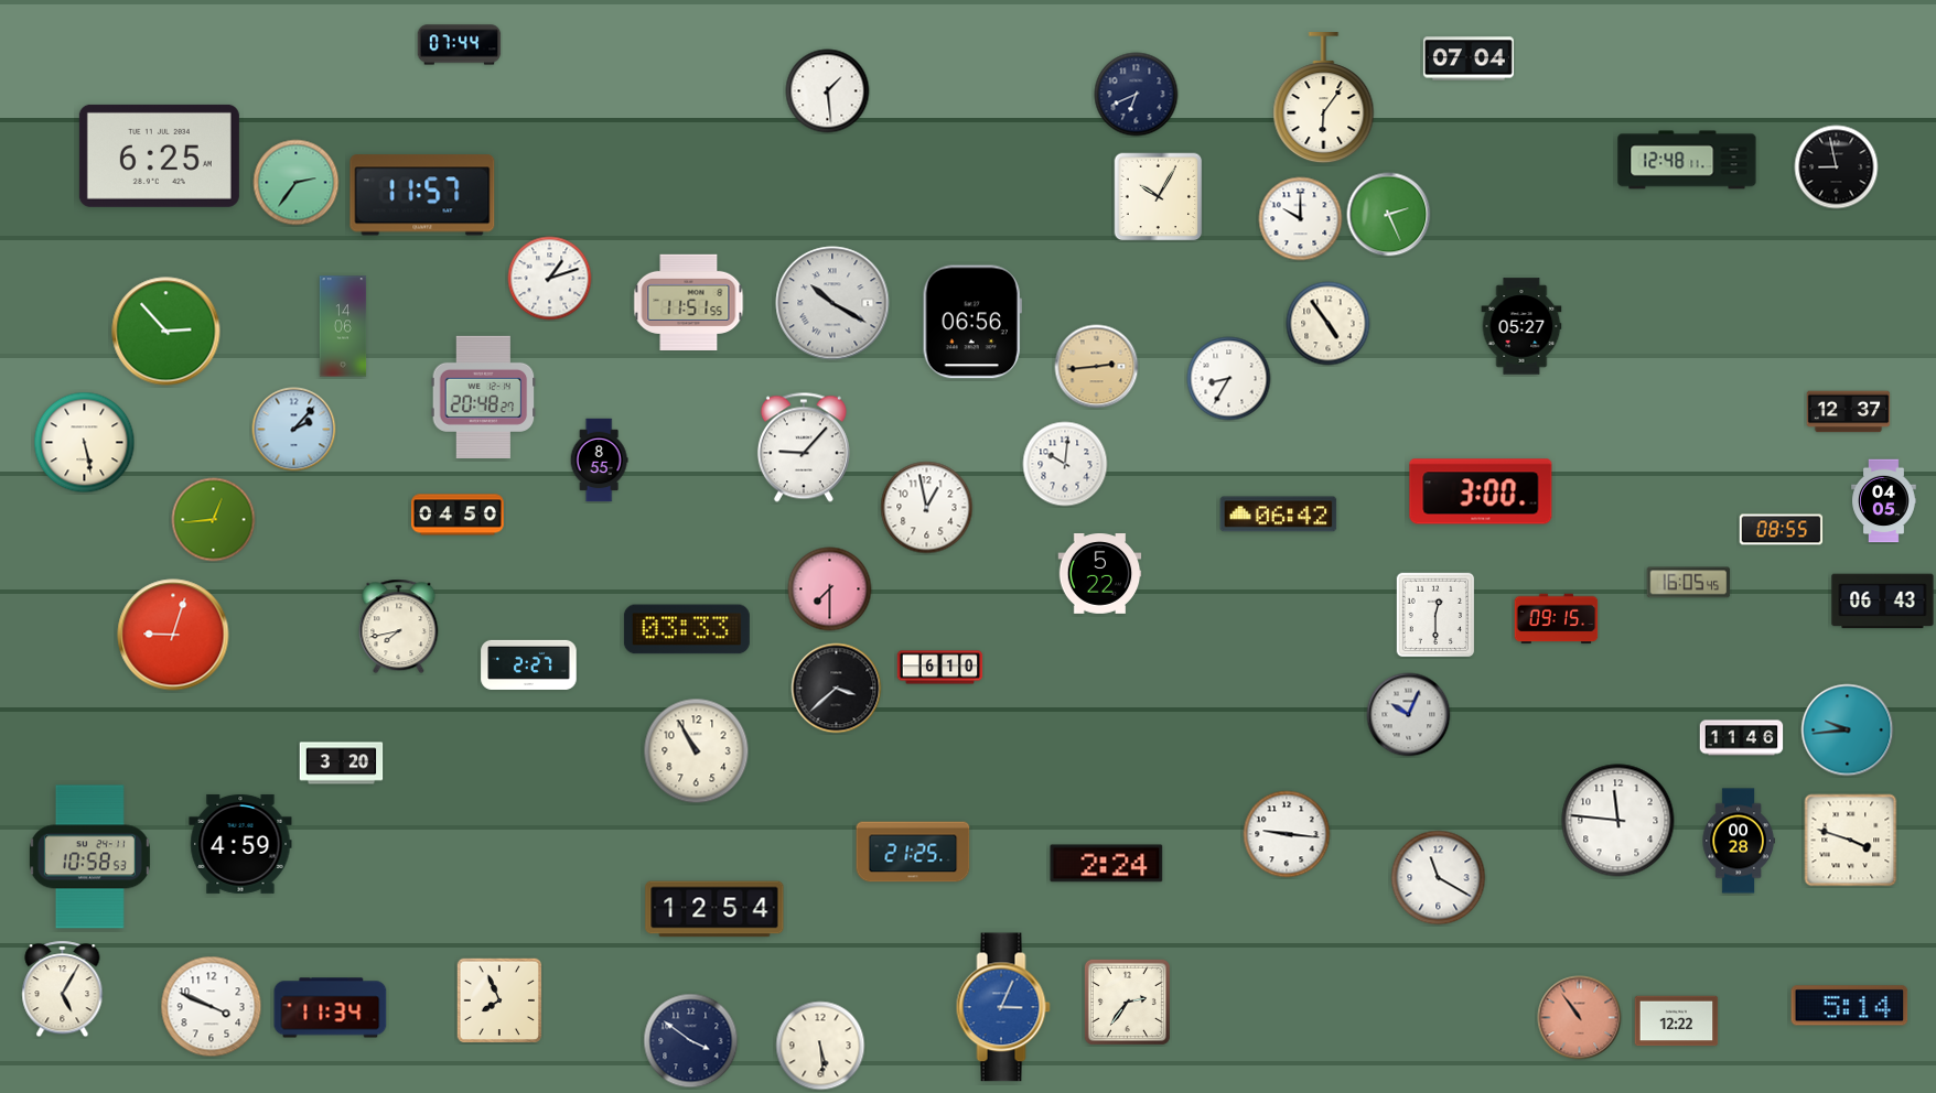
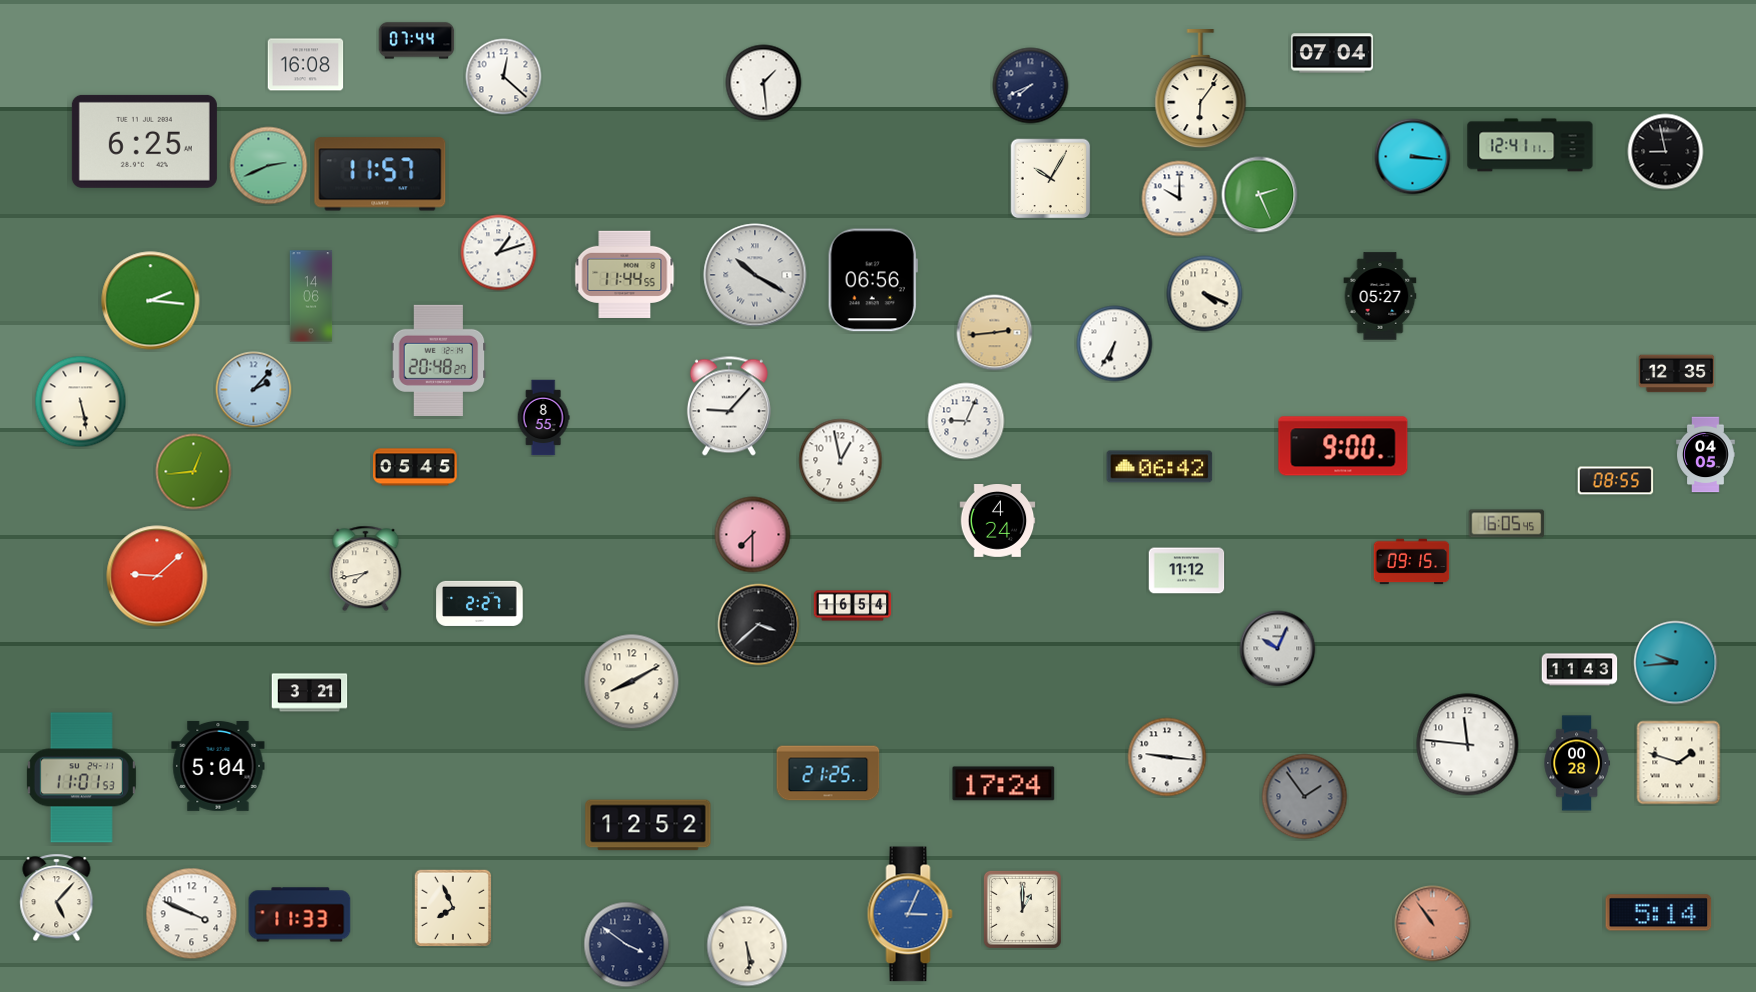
clock at (306, 65): none -> 16:08
clock at (504, 77): none -> 12:22
clock at (828, 91) position: (828, 91) -> (764, 83)
clock at (1137, 95): 6:41 -> 7:41
clock at (1687, 160): 12:48 -> 12:41
clock at (1413, 157): none -> 3:16
clock at (297, 183): 2:36 -> 2:41
clock at (422, 195) position: (422, 195) -> (380, 174)
clock at (689, 302): 11:51 -> 11:44
clock at (972, 322) position: (972, 322) -> (873, 280)
clock at (1329, 324): 4:54 -> 4:19
clock at (166, 332): 2:53 -> 2:16
clock at (1229, 379): 8:35 -> 6:35
clock at (1849, 412): 12:37 -> 12:35
clock at (294, 430) position: (294, 430) -> (254, 390)
clock at (85, 443) position: (85, 443) -> (81, 402)
clock at (1065, 464): 10:01 -> 9:04
clock at (1481, 491): 3:00 -> 9:00
clock at (1884, 501) position: (1884, 501) -> (1706, 455)
clock at (459, 515): 04:50 -> 05:45
clock at (1100, 574): 5:22 -> 4:24
clock at (1689, 583) position: (1689, 583) -> (1507, 524)
clock at (1883, 602): 06:43 -> none
clock at (1435, 615): 12:30 -> none
clock at (399, 627) position: (399, 627) -> (366, 569)
clock at (687, 629): 03:33 -> none
clock at (1187, 571): none -> 11:12
clock at (173, 635): 9:03 -> 9:08
clock at (940, 668): 6:10 -> 16:54
clock at (1742, 738): 11:46 -> 11:43
clock at (697, 751): 10:55 -> 8:10
clock at (342, 764): 3:20 -> 3:21
clock at (1851, 841): 3:48 -> 1:48
clock at (240, 844): 4:59 -> 5:04
clock at (89, 857): 10:58 -> 11:01
clock at (1107, 864): 2:24 -> 17:24
clock at (1439, 878): 11:20 -> 1:54
clock at (1439, 878) dial: white -> grey
clock at (714, 909): 12:54 -> 12:52
clock at (63, 989): 5:05 -> 5:07
clock at (1127, 1002): 2:36 -> 1:00
clock at (1850, 1006) position: (1850, 1006) -> (1659, 913)
clock at (331, 1008): 11:34 -> 11:33
clock at (1677, 1021): 12:22 -> none
clock at (820, 1046) position: (820, 1046) -> (747, 946)
